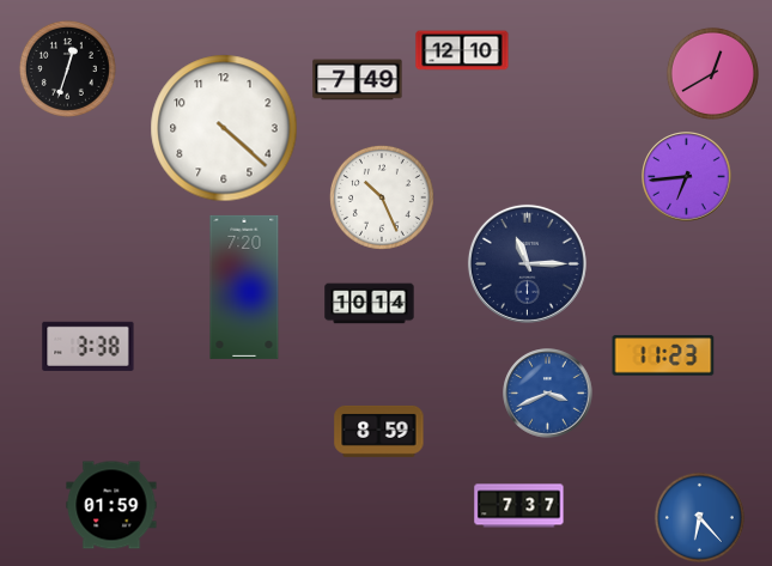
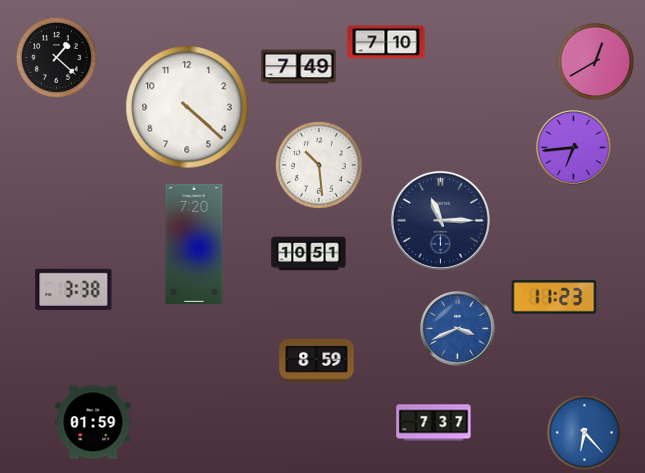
clock at (462, 50): 12:10 -> 7:10
clock at (67, 68): 12:33 -> 1:22
clock at (382, 197): 10:26 -> 10:29
clock at (244, 287) position: (244, 287) -> (194, 244)
clock at (370, 304): 10:14 -> 10:51
